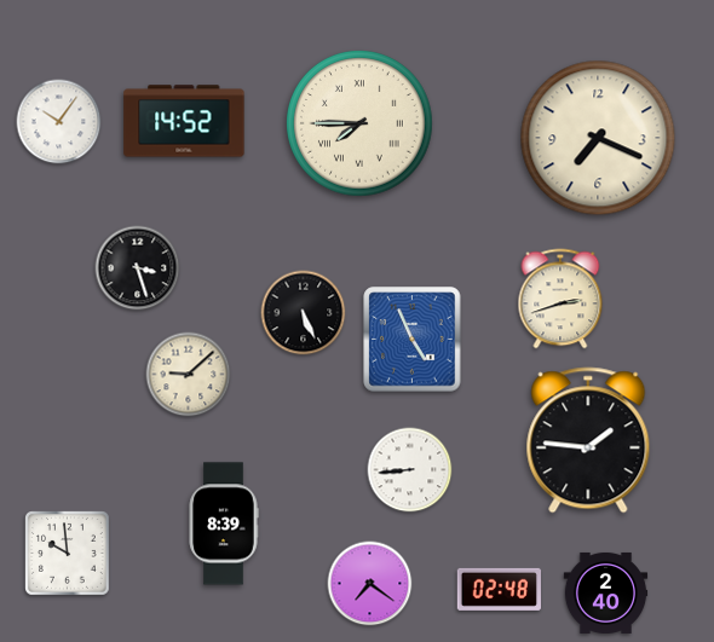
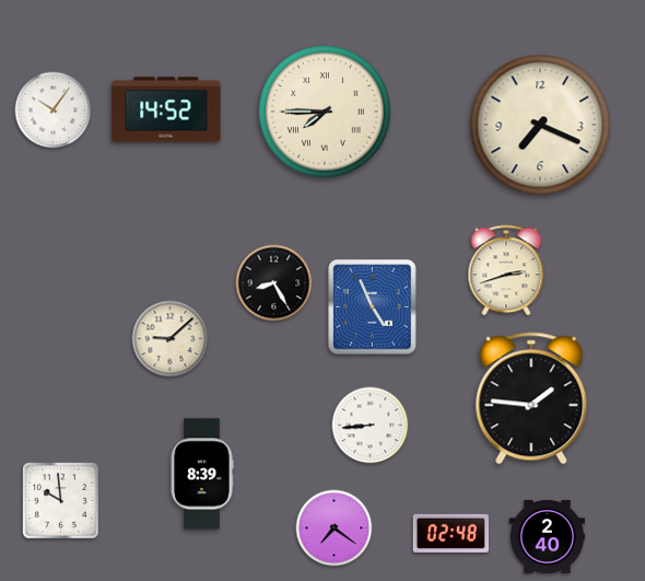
clock at (138, 268): 3:27 -> none
clock at (304, 313): 5:26 -> 8:25
